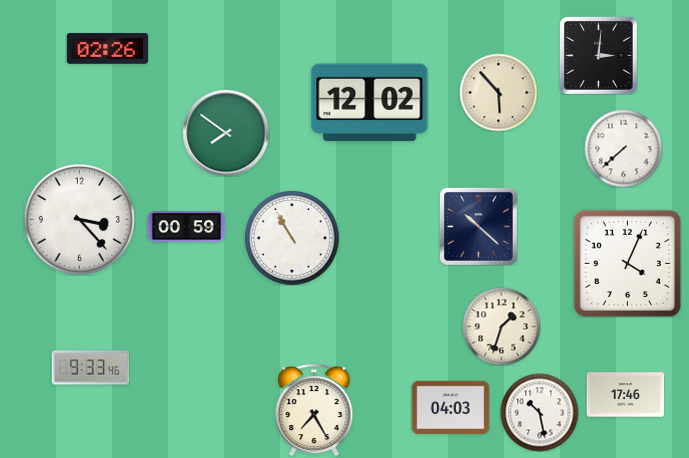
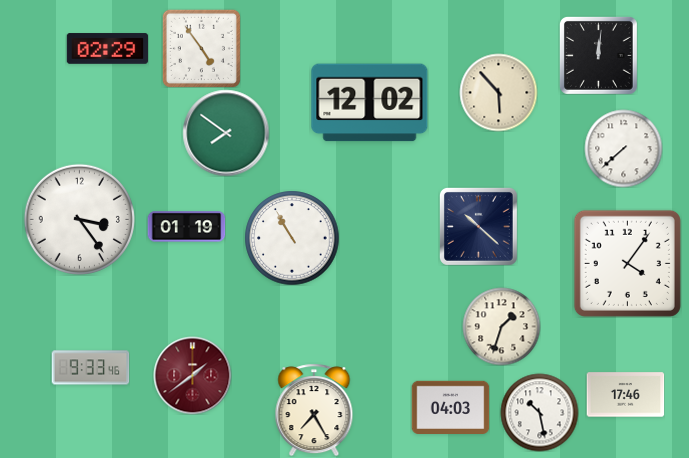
clock at (201, 48): none -> 4:54
clock at (107, 49): 02:26 -> 02:29
clock at (598, 55): 3:01 -> 12:01
clock at (79, 219): 3:23 -> 3:24
clock at (186, 227): 00:59 -> 01:19
clock at (627, 263): 4:04 -> 4:06
clock at (192, 375): none -> 1:39
